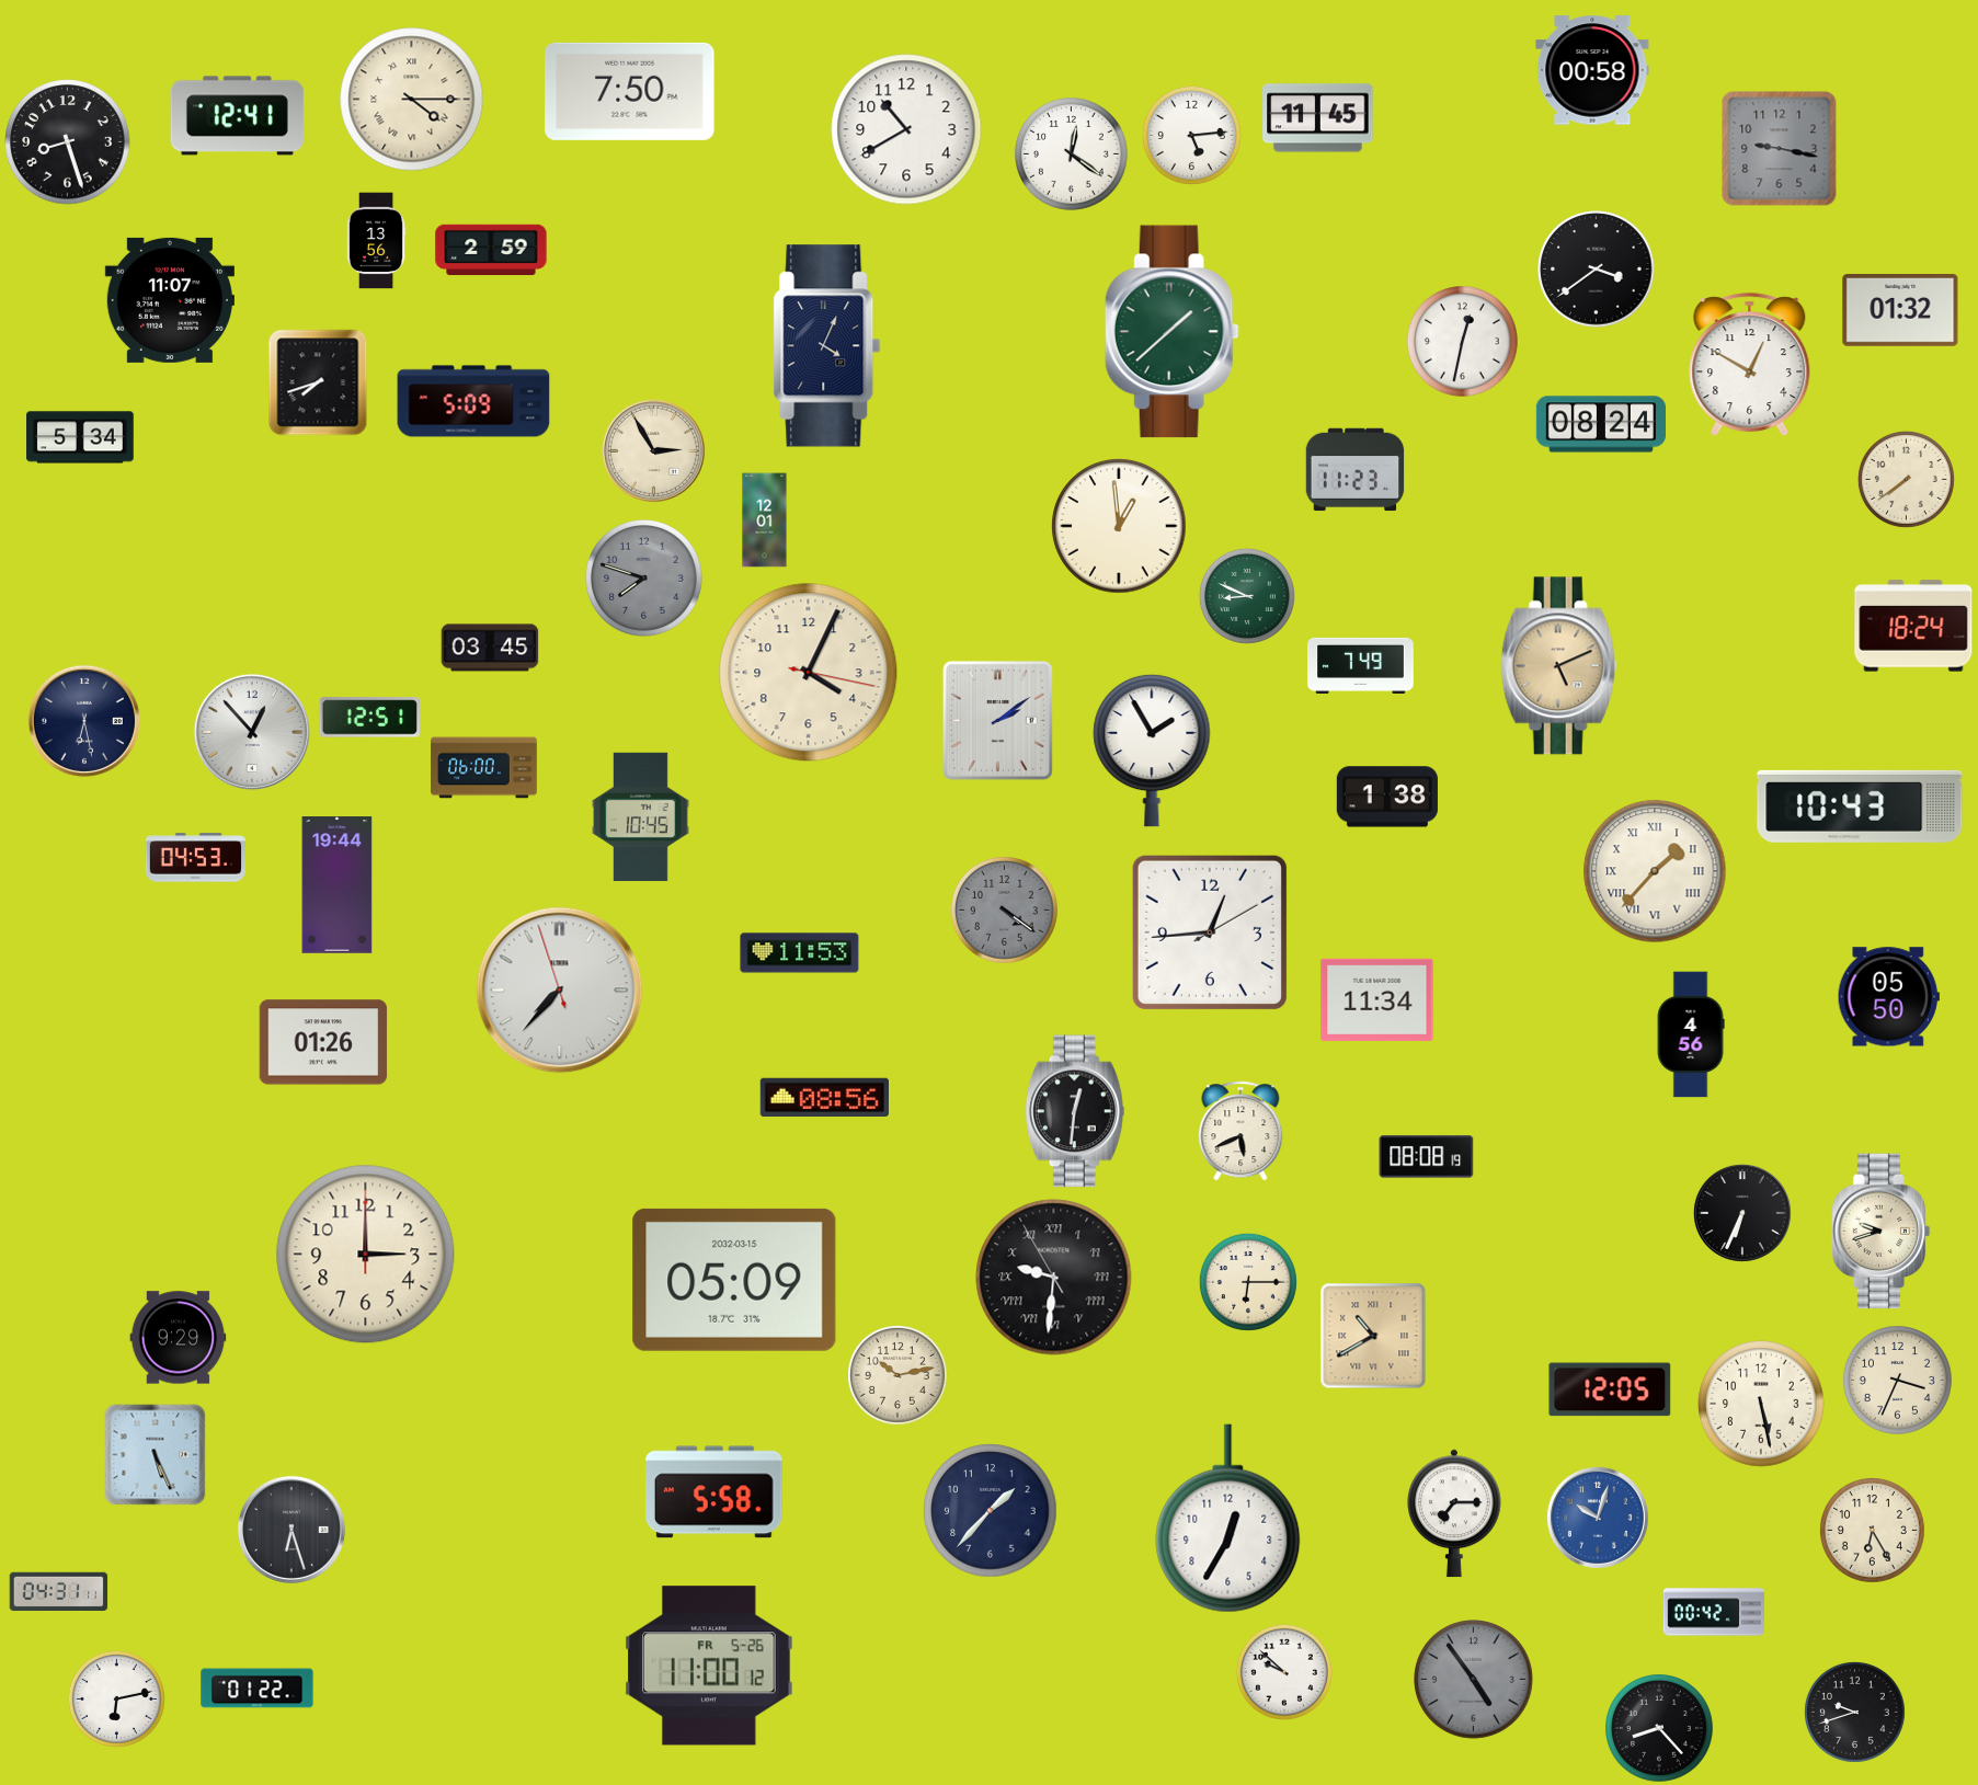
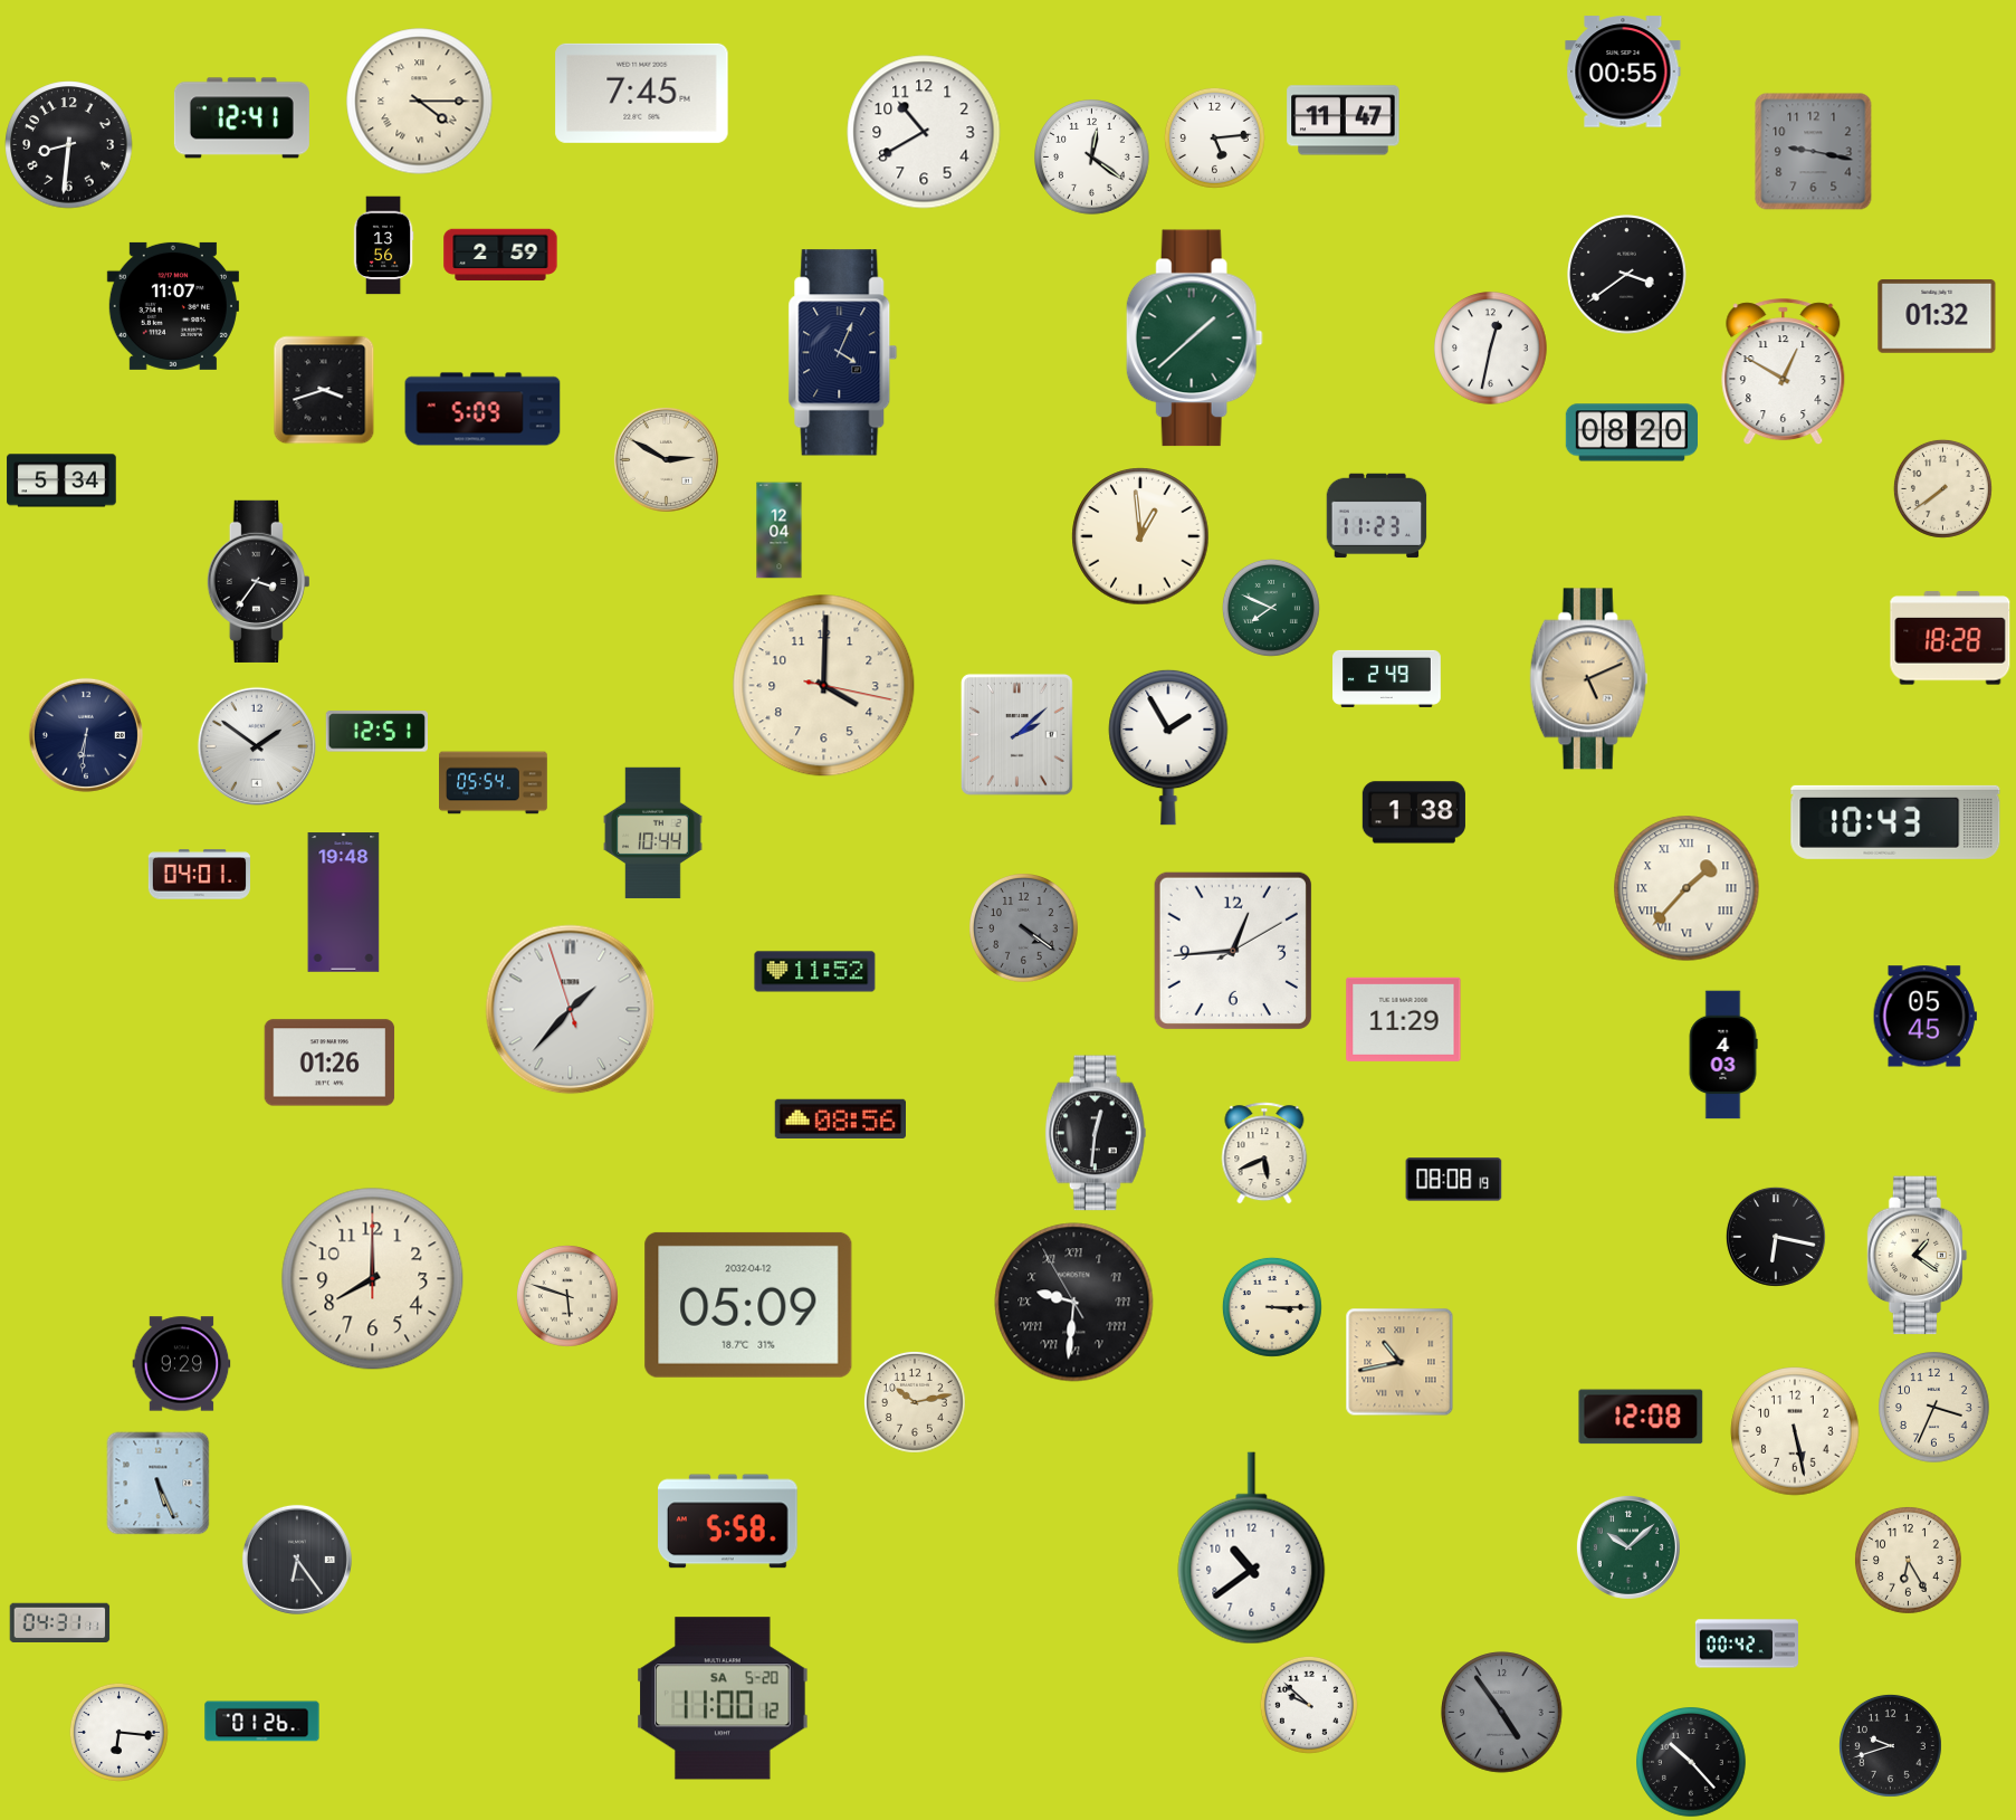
clock at (1592, 70): 00:58 -> 00:55
clock at (630, 91): 7:50 -> 7:45
clock at (1318, 118): 11:45 -> 11:47
clock at (68, 142): 8:27 -> 8:31
clock at (318, 382): 7:42 -> 3:42
clock at (1600, 424): 08:24 -> 08:20
clock at (80, 437) position: (80, 437) -> (61, 480)
clock at (653, 450): 2:55 -> 2:50
clock at (1356, 470) position: (1356, 470) -> (1377, 516)
clock at (765, 520): 12:01 -> 12:04
clock at (258, 581): none -> 3:36
clock at (644, 579): 7:48 -> none
clock at (1247, 596): 8:49 -> 7:49
clock at (1913, 626): 18:24 -> 18:28
clock at (490, 648): 03:45 -> none
clock at (1361, 665): 7:49 -> 2:49
clock at (809, 673): 4:04 -> 4:00
clock at (997, 720): 2:09 -> 2:08
clock at (84, 721): 6:28 -> 6:31
clock at (252, 732): 12:53 -> 1:51
clock at (1152, 751) position: (1152, 751) -> (1168, 747)
clock at (484, 768): 06:00 -> 05:54
clock at (641, 817): 10:45 -> 10:44
clock at (195, 858): 04:53 -> 04:01
clock at (338, 885): 19:44 -> 19:48
clock at (800, 953): 11:53 -> 11:52
clock at (560, 991): 7:36 -> 1:36
clock at (1888, 997): 05:50 -> 05:45
clock at (1377, 999): 11:34 -> 11:29
clock at (1691, 1034): 4:56 -> 4:03
clock at (1742, 1213): 6:34 -> 6:17
clock at (1882, 1232): 9:42 -> 1:21
clock at (366, 1255): 3:00 -> 8:00
clock at (567, 1296): none -> 5:48
clock at (734, 1280) date: 2032-03-15 -> 2032-04-12
clock at (1248, 1282): 6:15 -> 3:15
clock at (1373, 1336): 10:40 -> 10:43
clock at (1610, 1389): 12:05 -> 12:08
clock at (991, 1511): 1:37 -> none
clock at (1455, 1513): 7:15 -> none
clock at (1598, 1518): 10:03 -> 10:08
clock at (1598, 1518) dial: blue -> green
clock at (1228, 1519): 12:35 -> 10:39
clock at (291, 1530): 6:27 -> 6:24
clock at (709, 1666) date: FR 5-26 -> SA 5-20
clock at (258, 1689): 01:22 -> 01:26
clock at (116, 1698): 6:13 -> 6:16
clock at (1660, 1729): 8:23 -> 10:23
